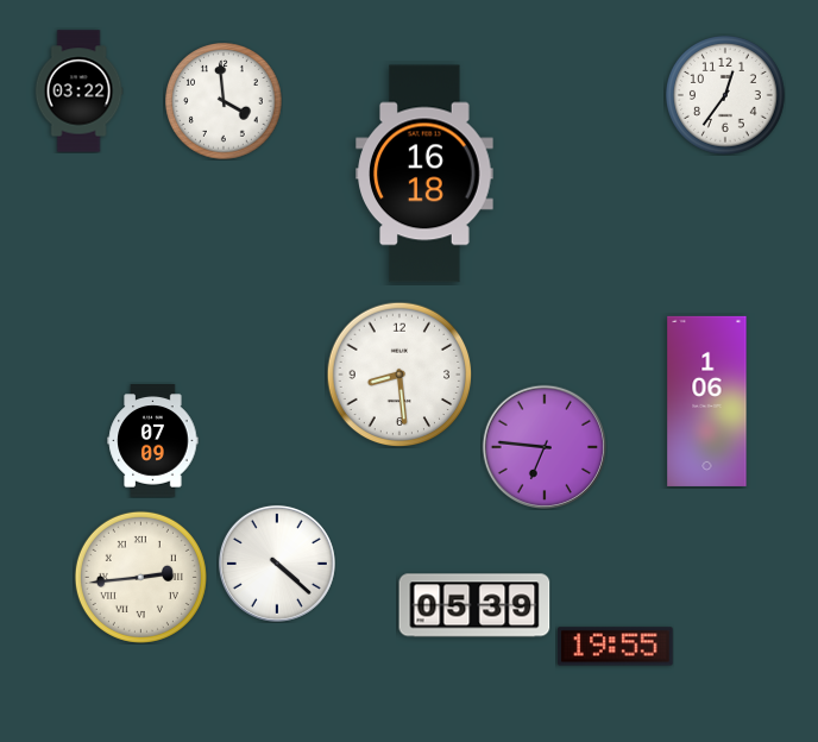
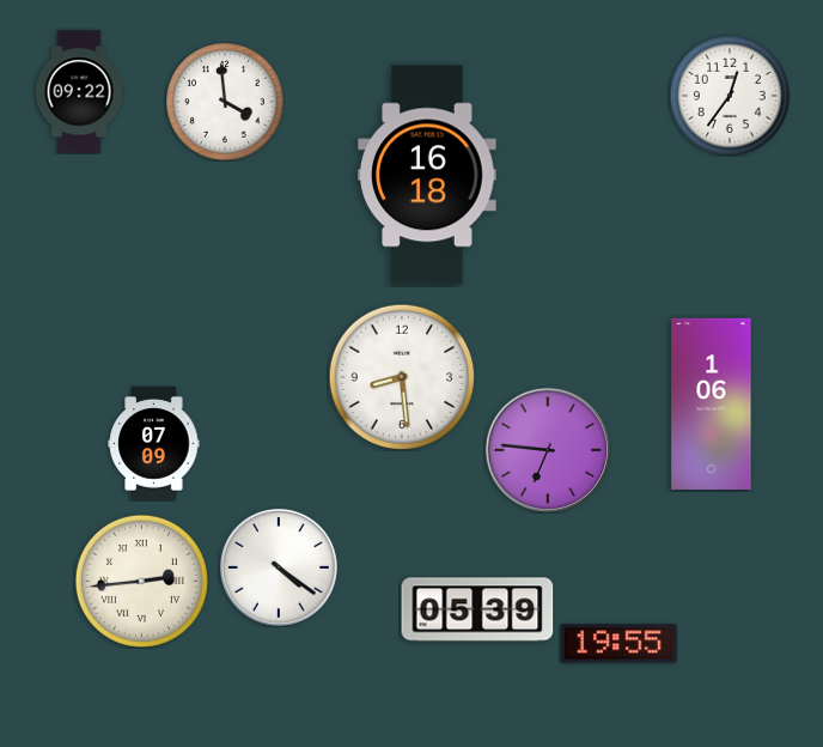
clock at (78, 92): 03:22 -> 09:22
clock at (277, 564): 4:22 -> 4:21
clock at (616, 647) position: (616, 647) -> (620, 644)
